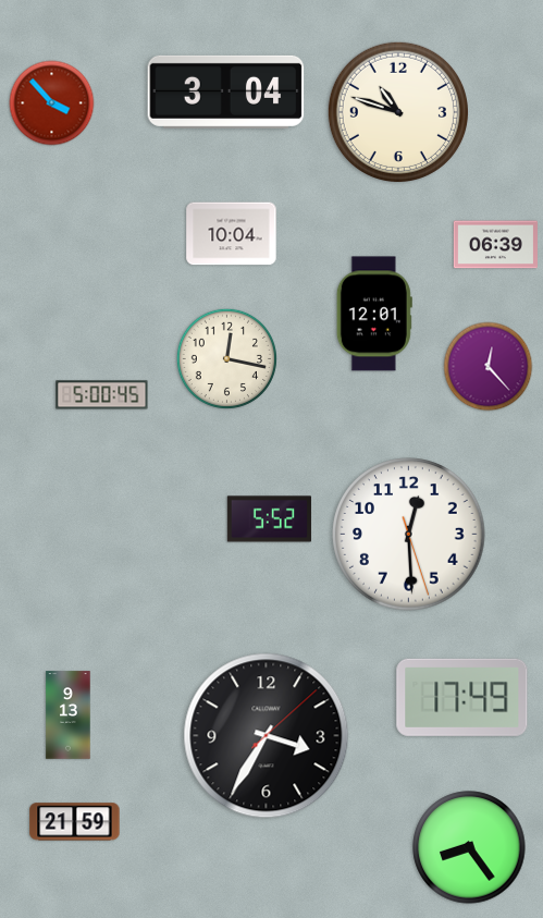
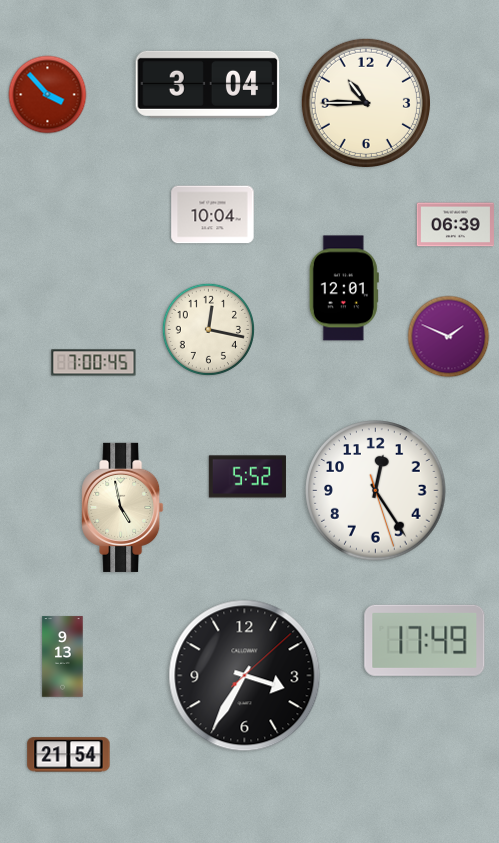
clock at (398, 112): 10:48 -> 10:45
clock at (489, 367): 12:23 -> 1:49
clock at (102, 395): 5:00 -> 7:00
clock at (409, 535): 12:29 -> 12:24
clock at (123, 507): none -> 4:58
clock at (75, 822): 21:59 -> 21:54
clock at (469, 847): 8:24 -> none
